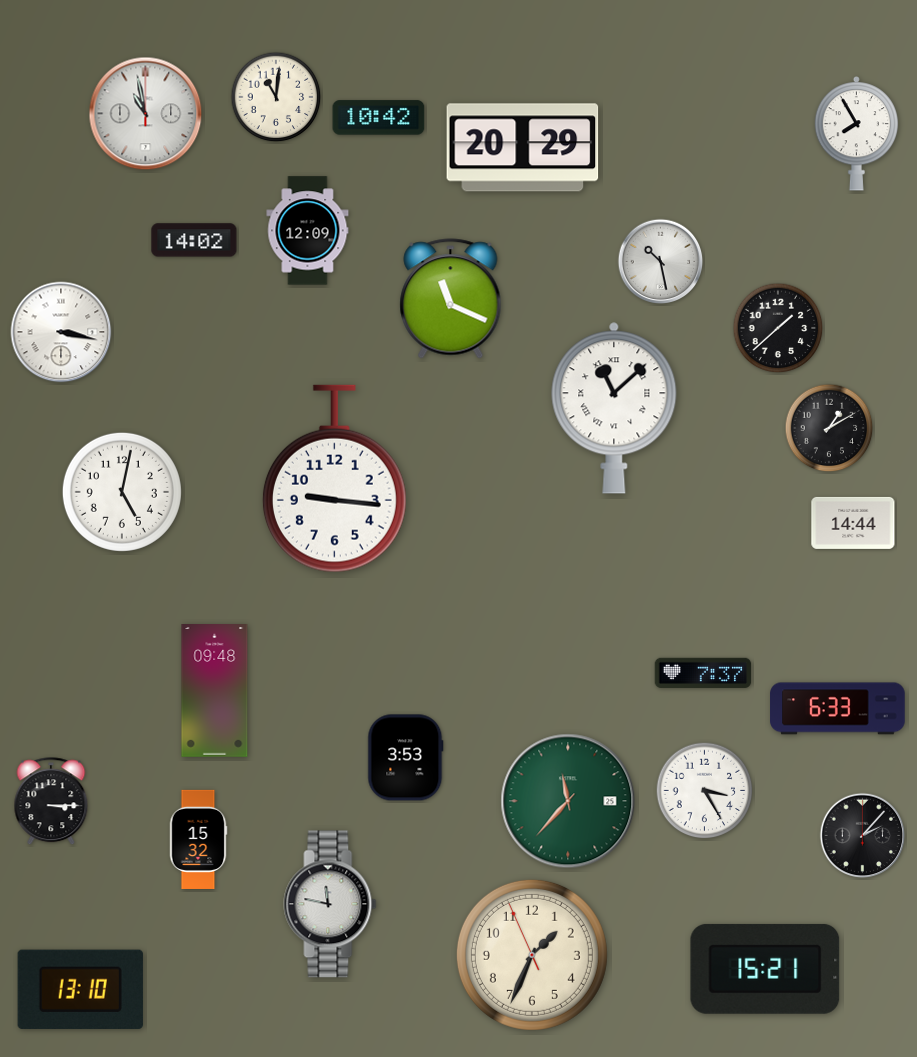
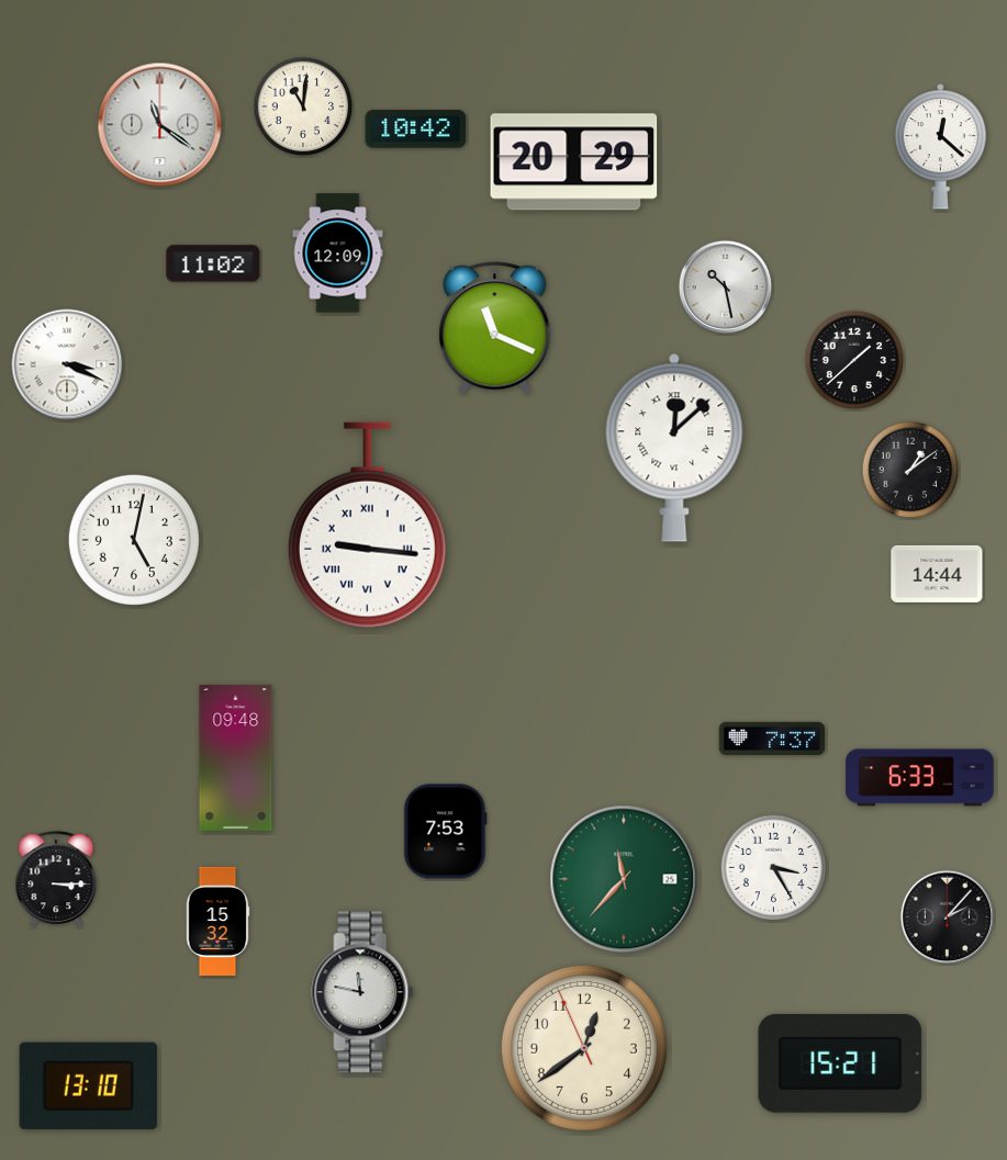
clock at (146, 114): 10:58 -> 11:21
clock at (857, 134): 7:55 -> 12:22
clock at (194, 240): 14:02 -> 11:02
clock at (61, 332): 3:17 -> 3:19
clock at (614, 408): 11:08 -> 12:08
clock at (829, 428): 1:10 -> 1:09
clock at (334, 479) numerals: Arabic -> Roman
clock at (406, 758): 3:53 -> 7:53
clock at (532, 955): 1:33 -> 12:38
